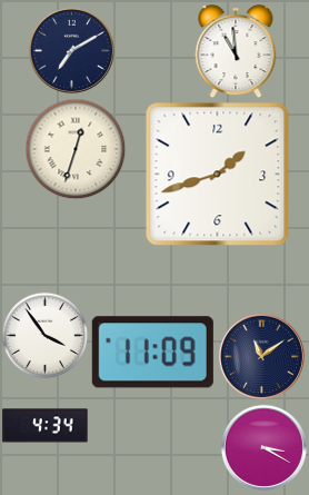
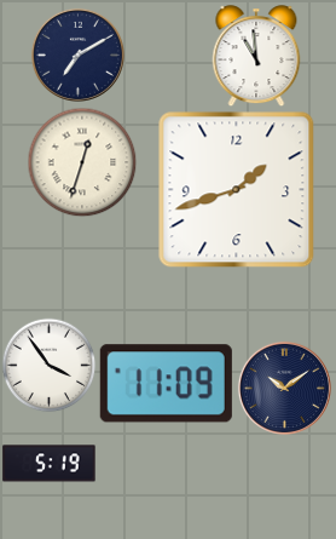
clock at (261, 356): 11:09 -> 10:09
clock at (46, 426): 4:34 -> 5:19
clock at (263, 447): 3:20 -> none
